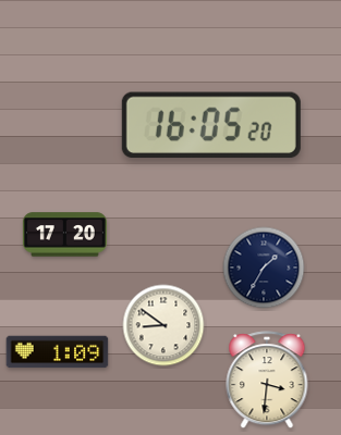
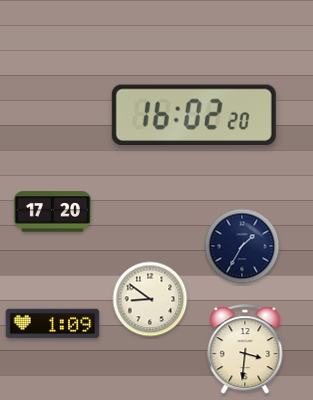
clock at (211, 125): 16:05 -> 16:02
clock at (64, 235) position: (64, 235) -> (52, 212)
